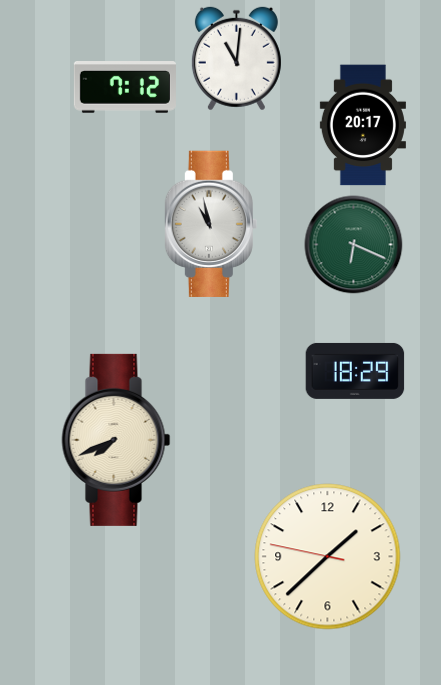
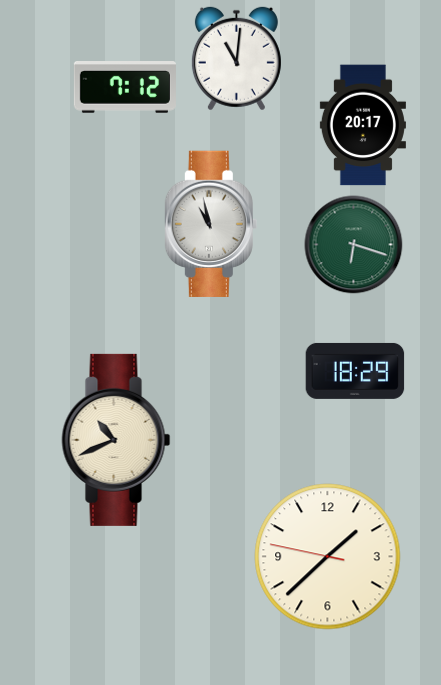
clock at (354, 245): 6:19 -> 6:18
clock at (116, 440): 7:41 -> 10:41
